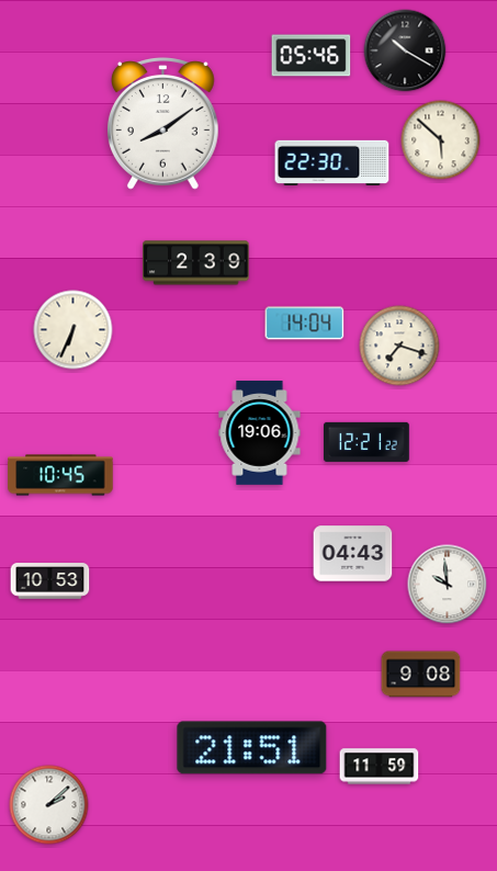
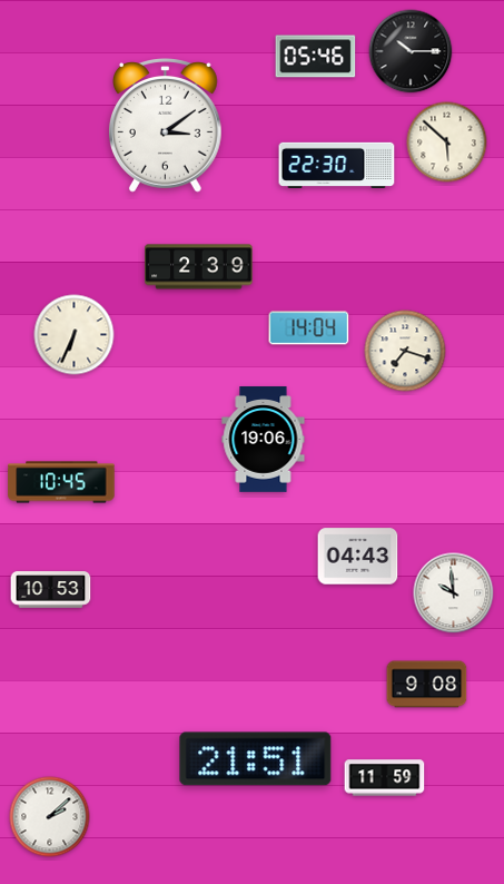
clock at (405, 50): 10:20 -> 10:15
clock at (162, 124): 8:09 -> 3:09
clock at (368, 442): 12:21 -> none
clock at (353, 554) position: (353, 554) -> (358, 557)
